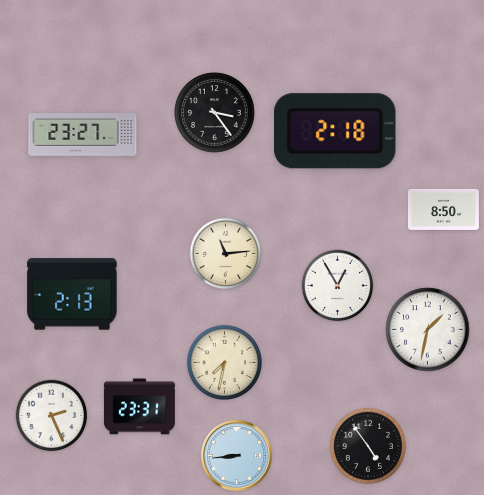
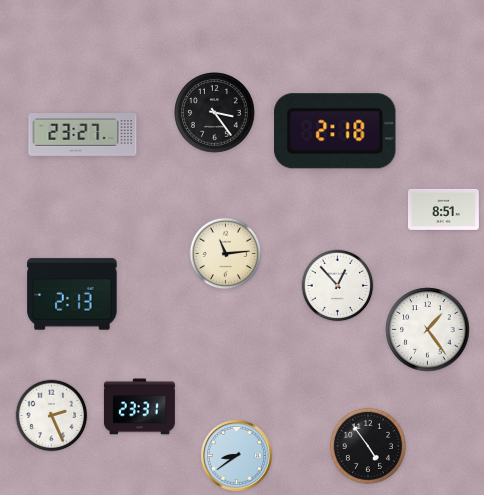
clock at (443, 209): 8:50 -> 8:51
clock at (338, 286): 12:55 -> 12:53
clock at (428, 330): 1:32 -> 1:24
clock at (224, 362): 7:32 -> none
clock at (236, 455): 8:44 -> 8:39
